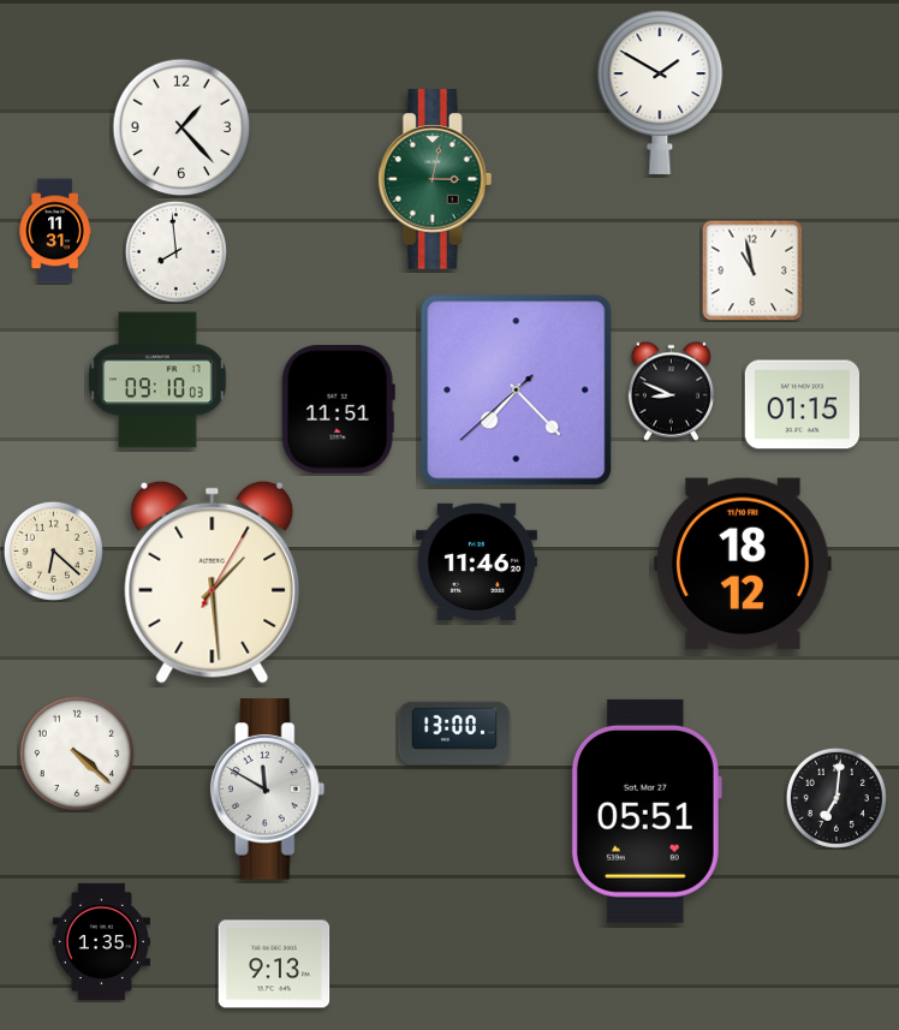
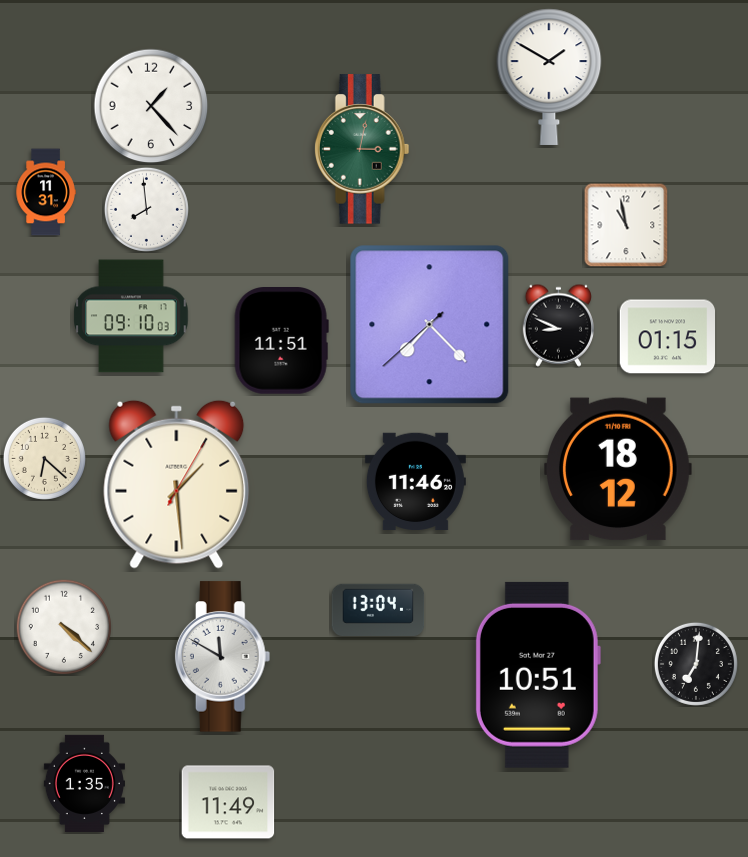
clock at (476, 561) position: (476, 561) -> (415, 481)
clock at (454, 732): 13:00 -> 13:04
clock at (647, 811): 05:51 -> 10:51
clock at (274, 964): 9:13 -> 11:49
